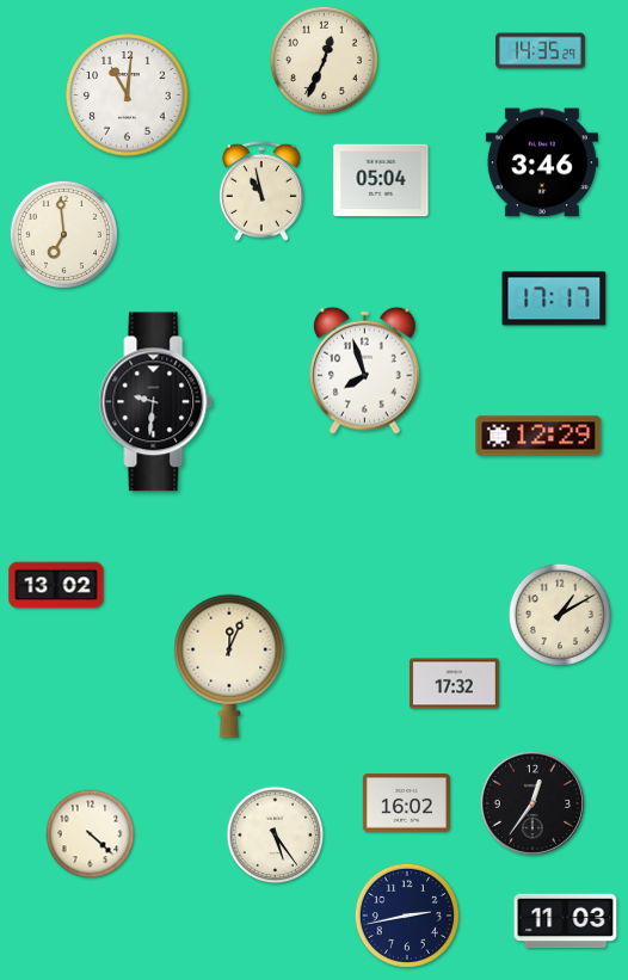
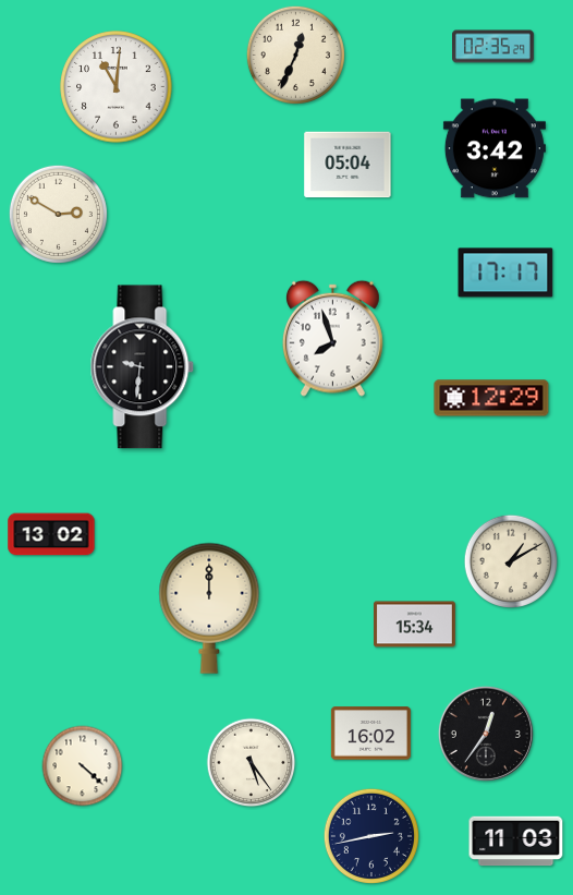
clock at (541, 51): 14:35 -> 02:35
clock at (542, 162): 3:46 -> 3:42
clock at (261, 191): 10:58 -> none
clock at (63, 234): 6:59 -> 2:50
clock at (229, 666): 12:04 -> 12:00
clock at (454, 684): 17:32 -> 15:34
clock at (91, 834) position: (91, 834) -> (83, 766)
